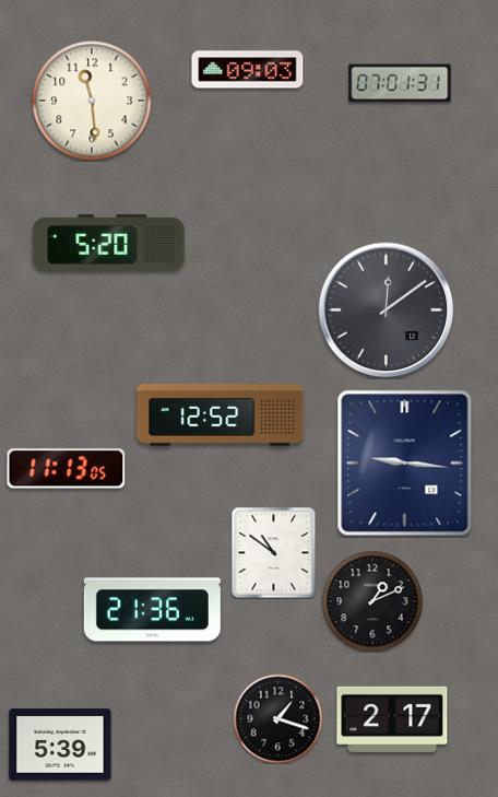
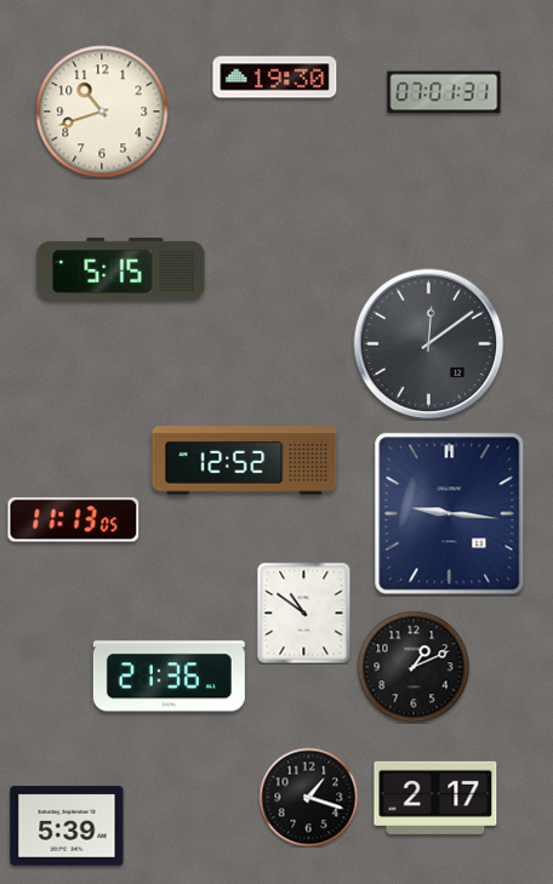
clock at (248, 70): 09:03 -> 19:30
clock at (92, 101): 11:29 -> 10:42
clock at (109, 243): 5:20 -> 5:15
